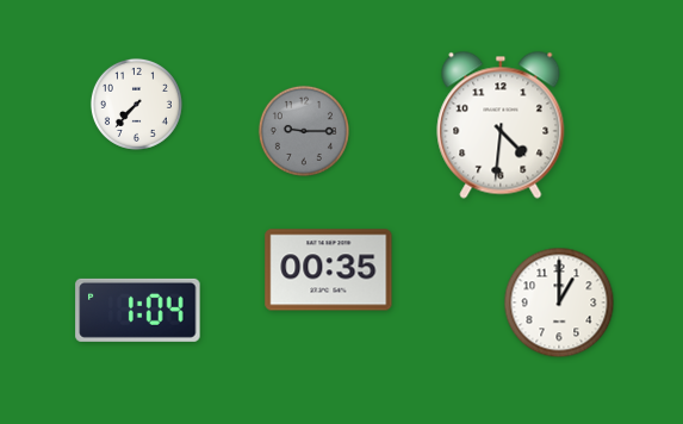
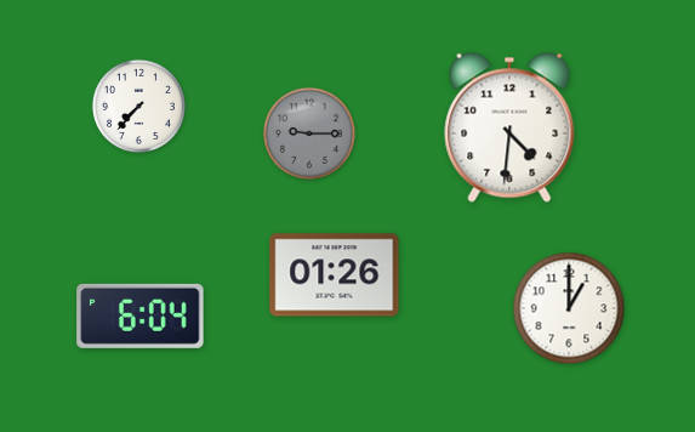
clock at (329, 270): 00:35 -> 01:26
clock at (138, 310): 1:04 -> 6:04
